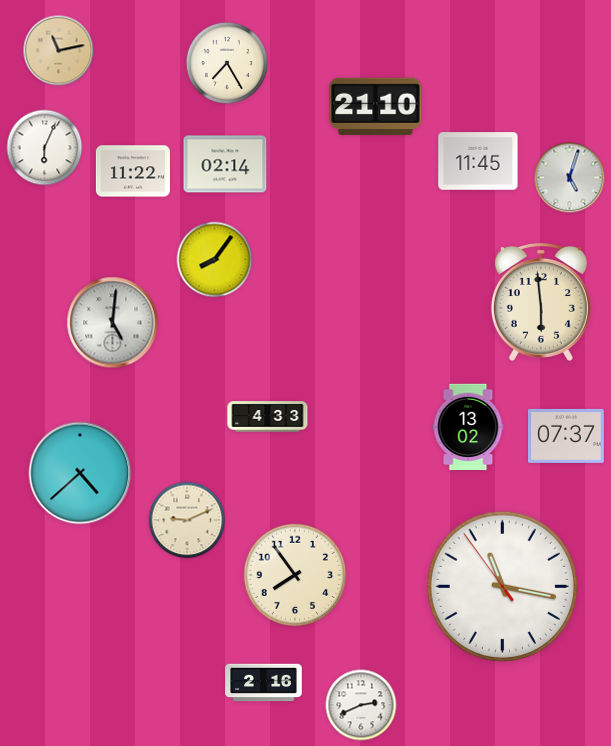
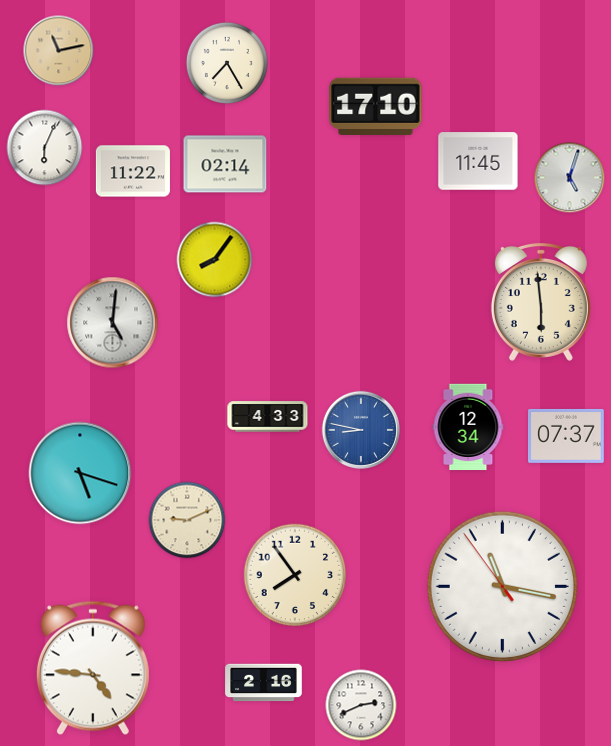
clock at (376, 106): 21:10 -> 17:10
clock at (468, 427): 13:02 -> 12:34
clock at (361, 430): none -> 8:47
clock at (80, 473): 4:38 -> 5:18
clock at (93, 668): none -> 4:46
